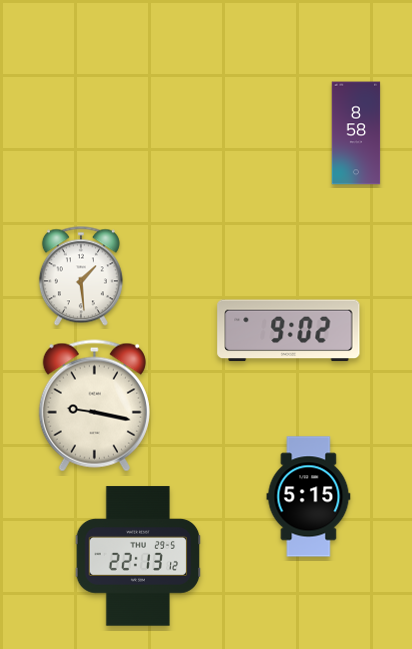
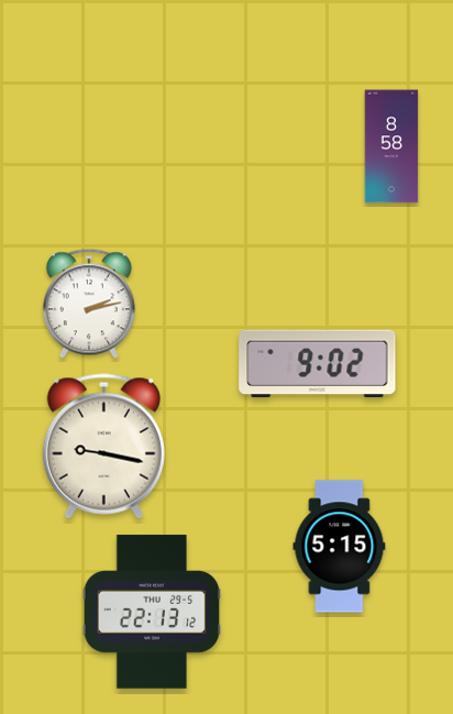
clock at (81, 276): 1:29 -> 2:13
